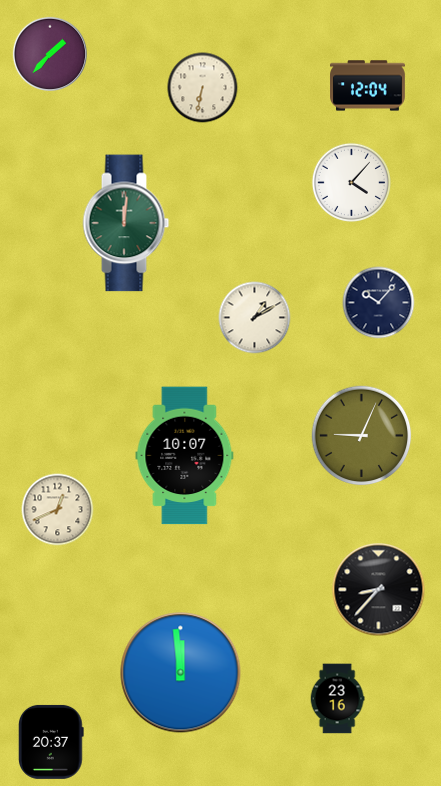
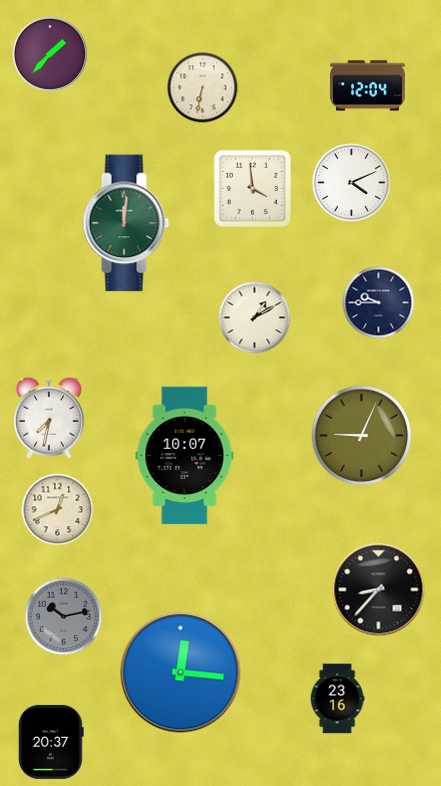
clock at (351, 182): 4:07 -> 4:11
clock at (252, 188): none -> 3:59
clock at (379, 303): 10:07 -> 9:45
clock at (49, 418): none -> 7:32
clock at (64, 617): none -> 10:13
clock at (181, 673): 11:59 -> 12:16
